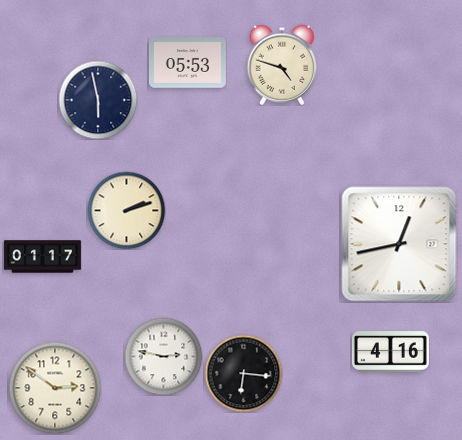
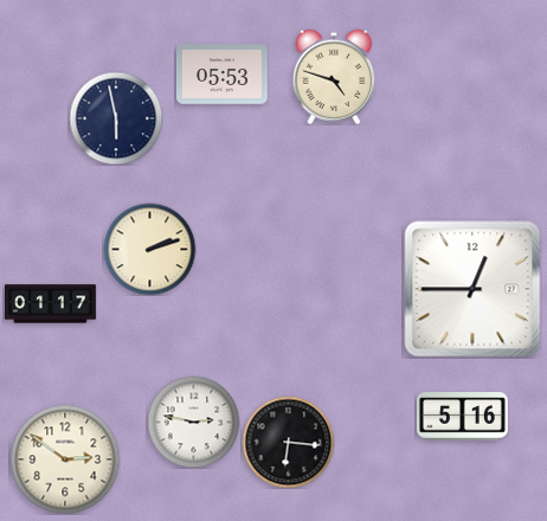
clock at (399, 244): 12:43 -> 12:45
clock at (390, 352): 4:16 -> 5:16
